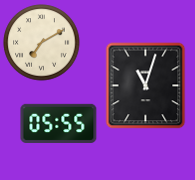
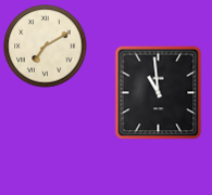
clock at (146, 86): 11:03 -> 10:59
clock at (59, 123): 05:55 -> none
